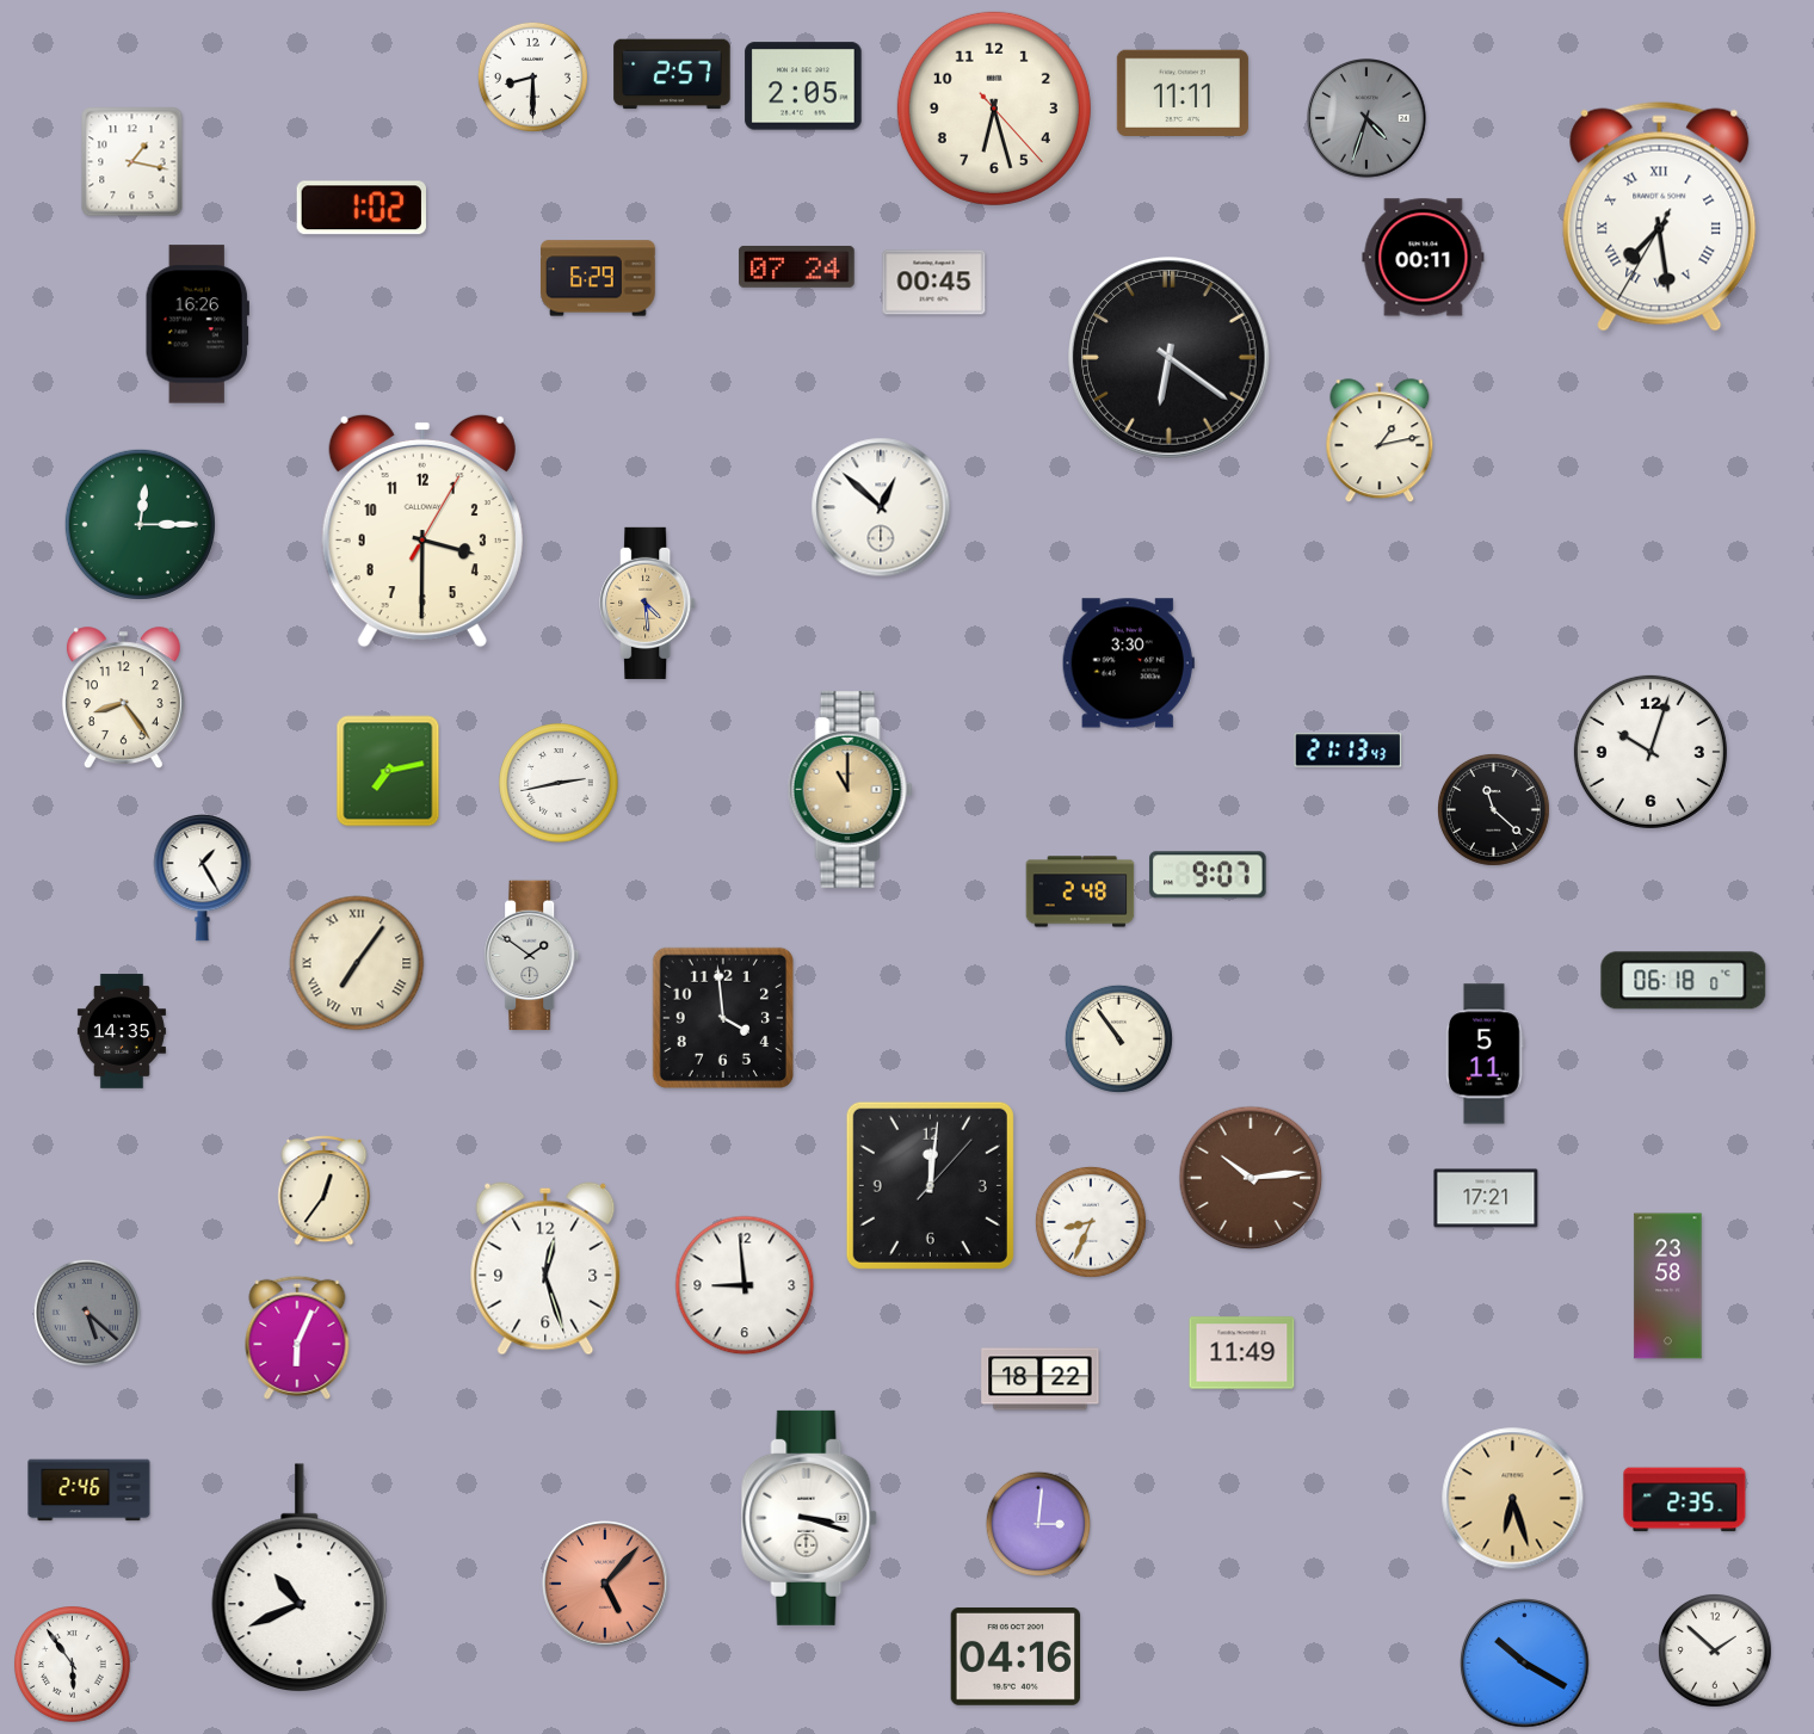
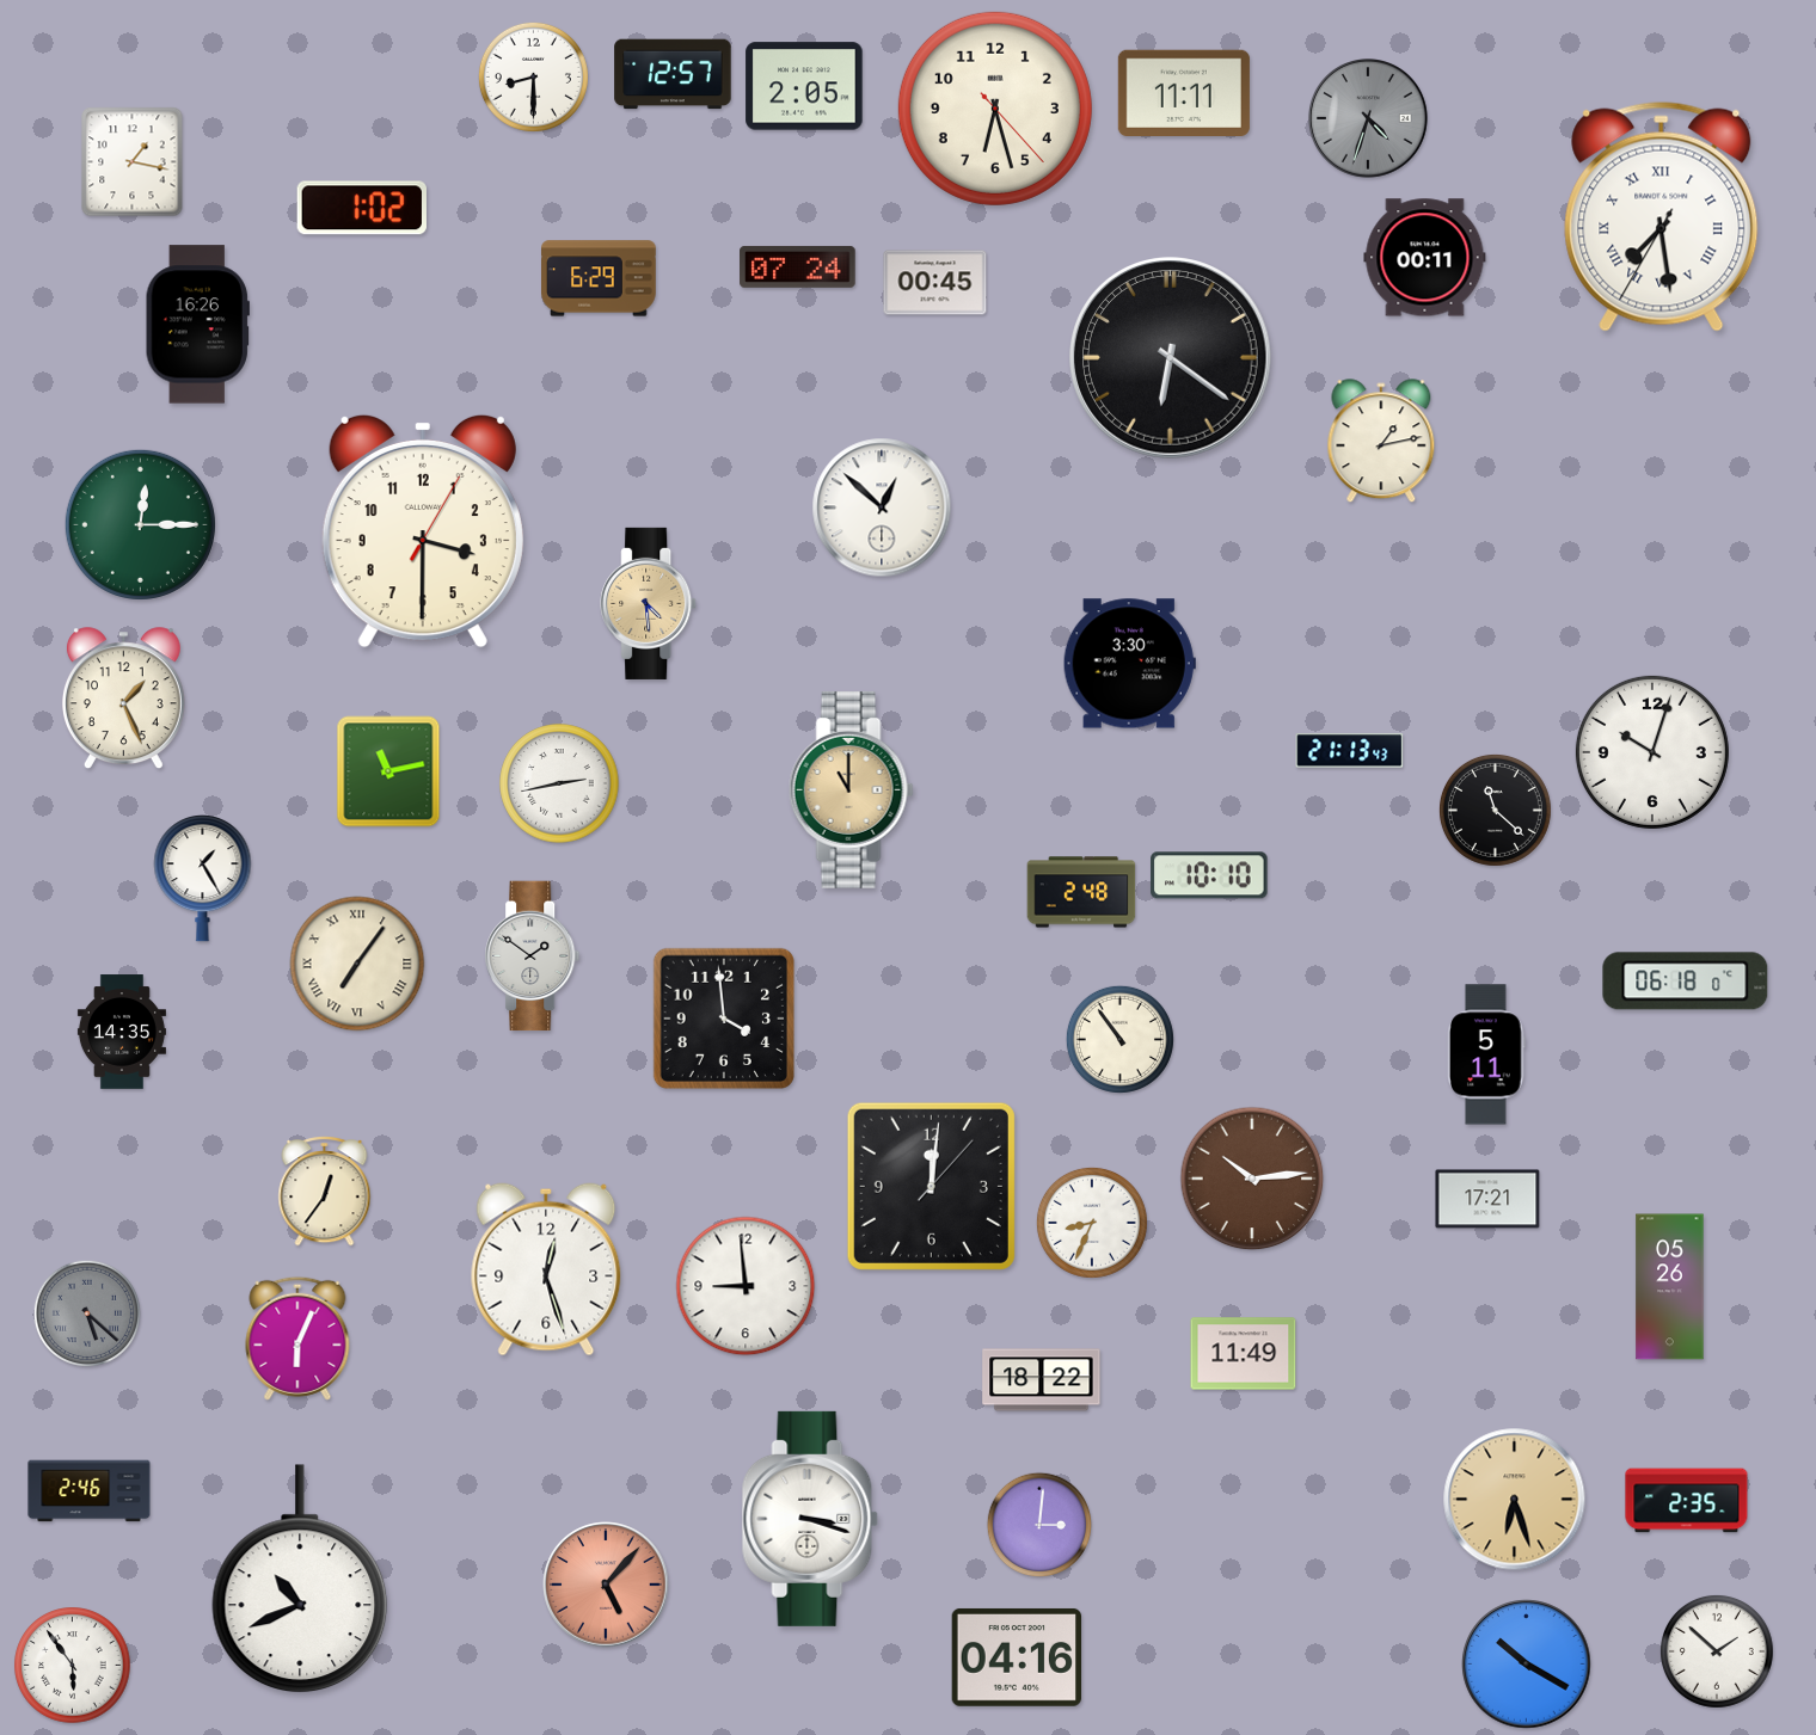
clock at (672, 74): 2:57 -> 12:57
clock at (123, 698): 8:24 -> 1:26
clock at (388, 771): 7:13 -> 11:13
clock at (1208, 875): 9:07 -> 10:10
clock at (1668, 1286): 23:58 -> 05:26
